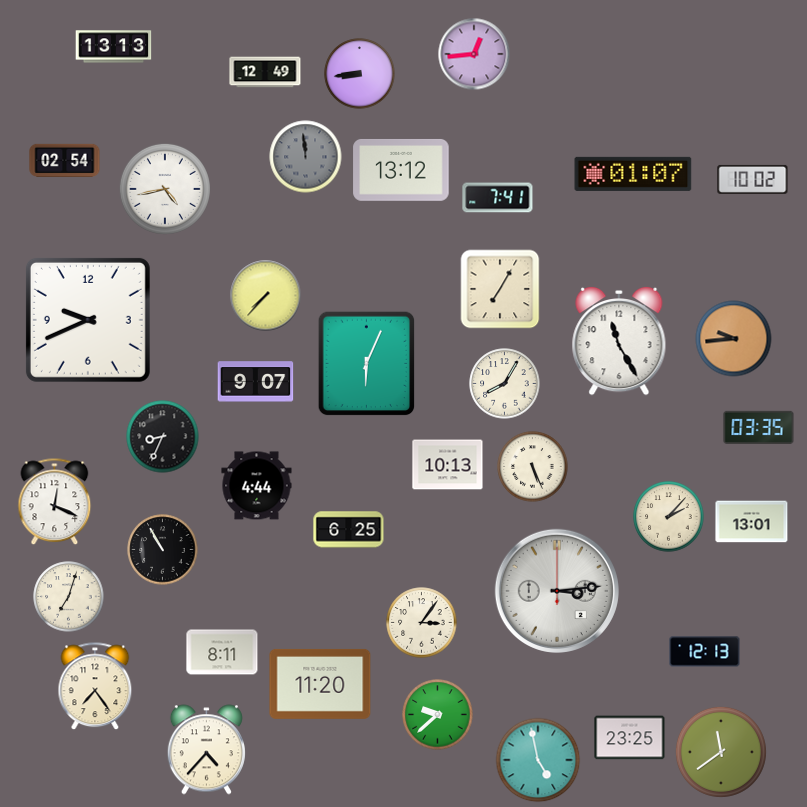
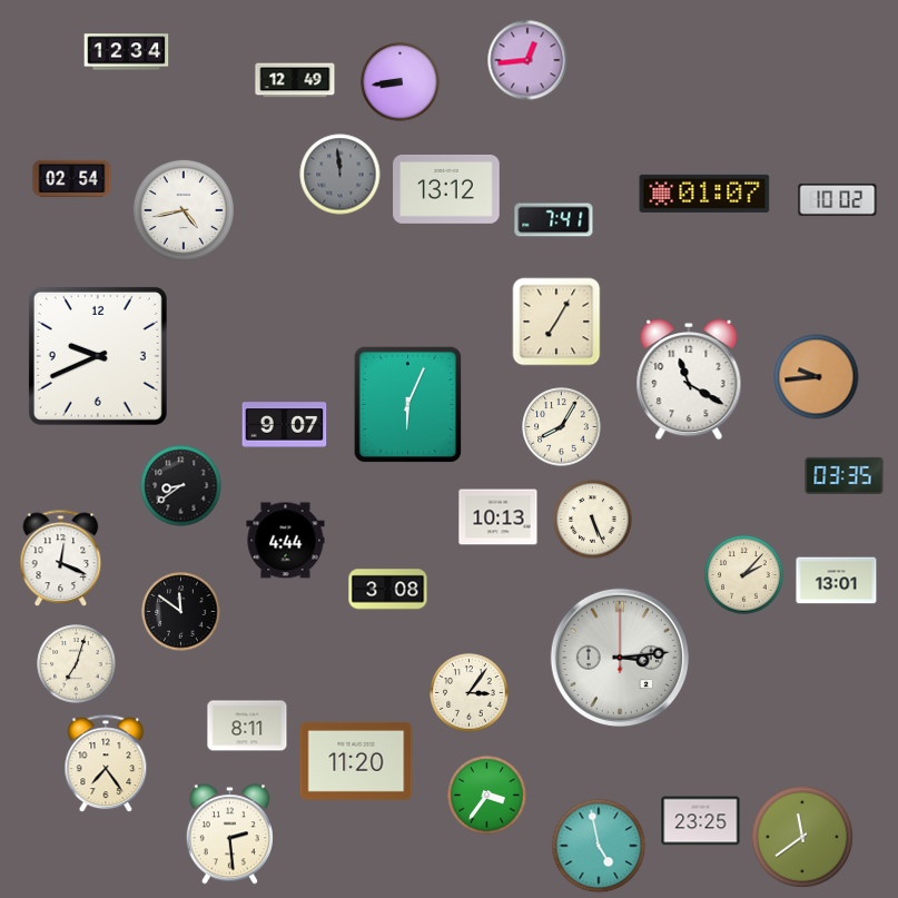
clock at (114, 47): 13:13 -> 12:34
clock at (266, 296): 7:37 -> none
clock at (619, 341): 11:25 -> 11:20
clock at (163, 437): 8:34 -> 8:39
clock at (349, 530): 6:25 -> 3:08
clock at (163, 550): 10:55 -> 11:51
clock at (705, 652): 12:13 -> none
clock at (438, 715): 9:38 -> 3:36
clock at (206, 750): 4:37 -> 2:29
